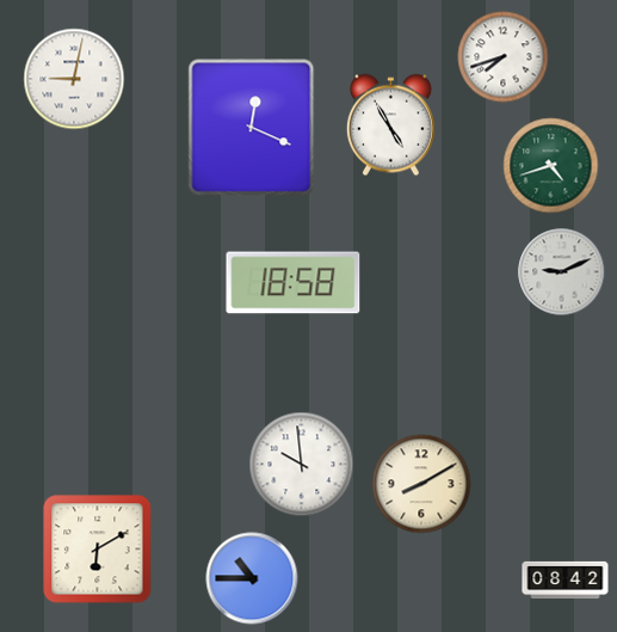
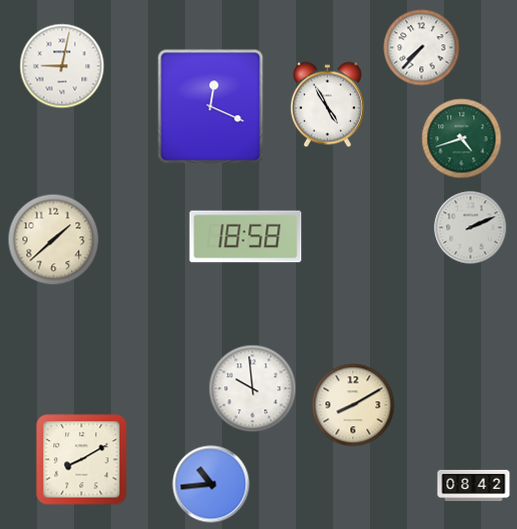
clock at (504, 57): 7:42 -> 7:37
clock at (562, 272): 9:11 -> 2:11
clock at (54, 240): none -> 1:38
clock at (98, 550): 6:10 -> 8:10
clock at (252, 578): 10:45 -> 10:44
